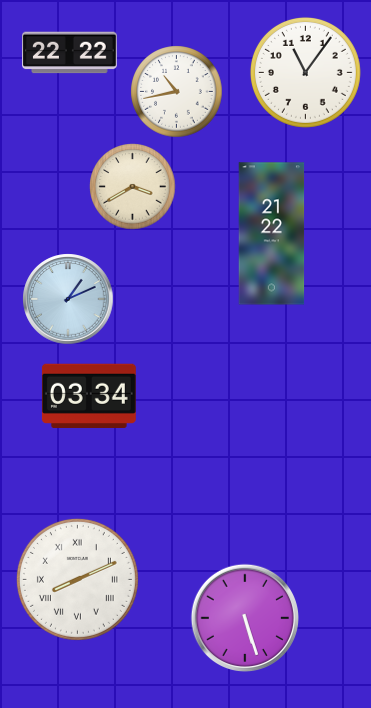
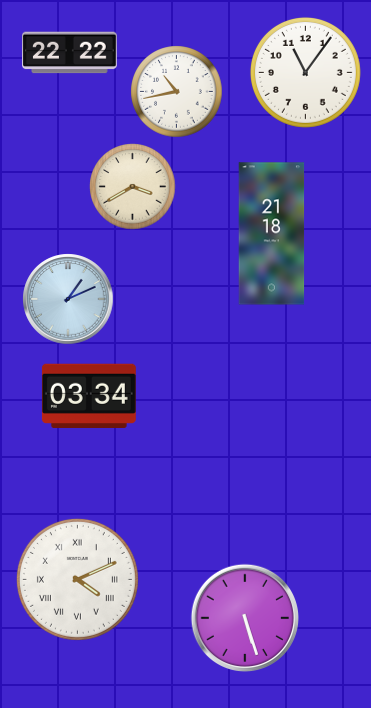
clock at (272, 234): 21:22 -> 21:18
clock at (77, 579): 8:11 -> 4:11
